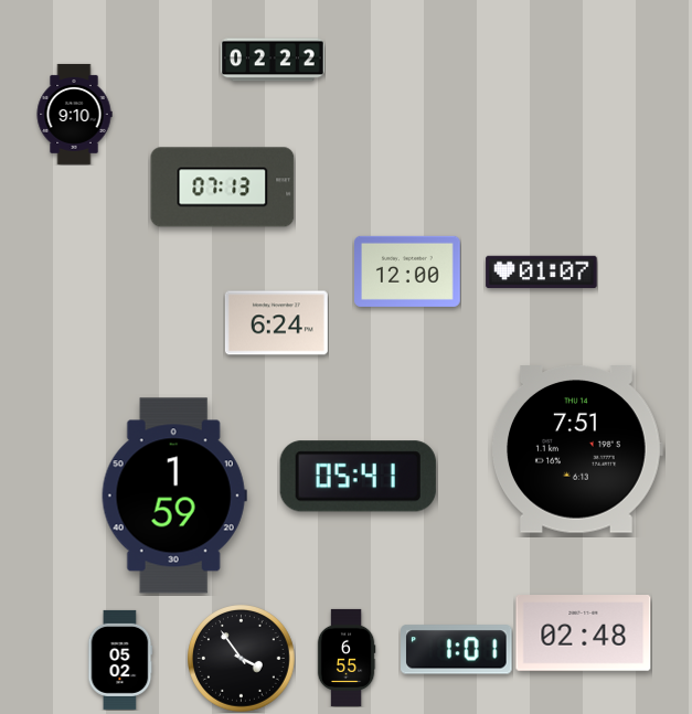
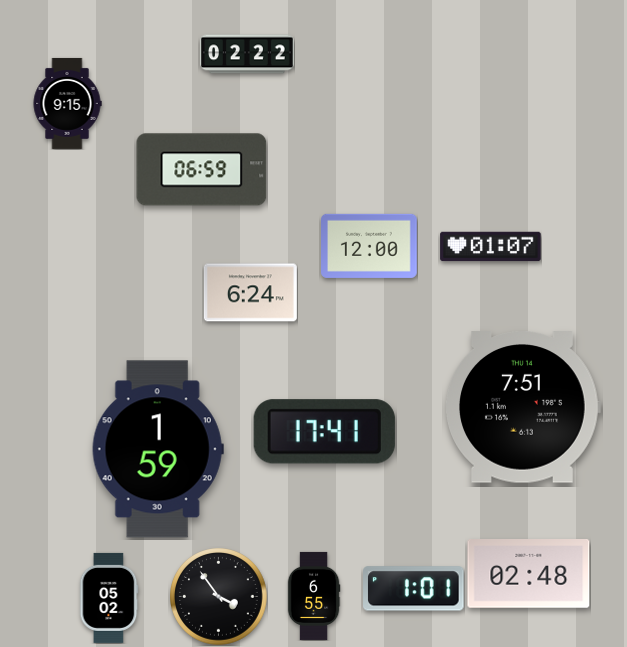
clock at (74, 114): 9:10 -> 9:15
clock at (223, 188): 07:13 -> 06:59
clock at (358, 477): 05:41 -> 17:41
